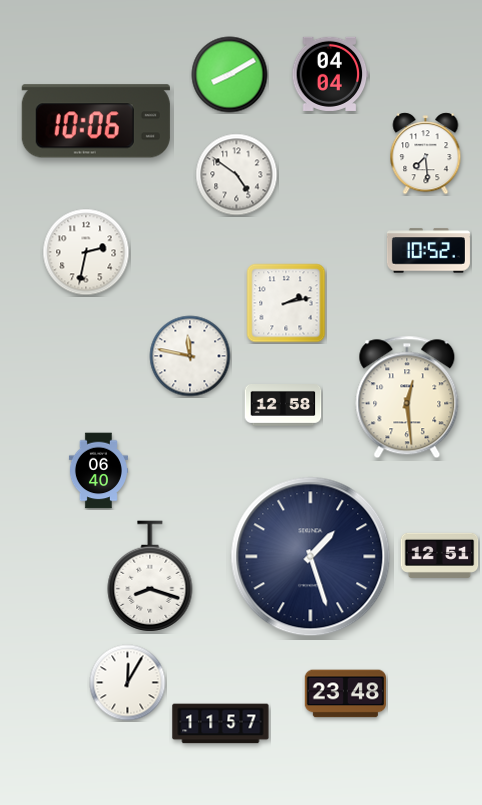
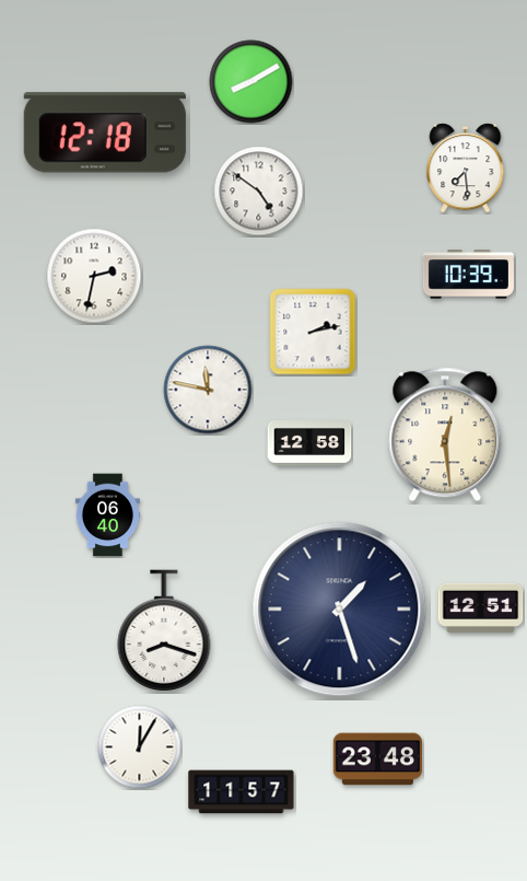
clock at (330, 74): 04:04 -> none
clock at (96, 121): 10:06 -> 12:18
clock at (428, 251): 10:52 -> 10:39
